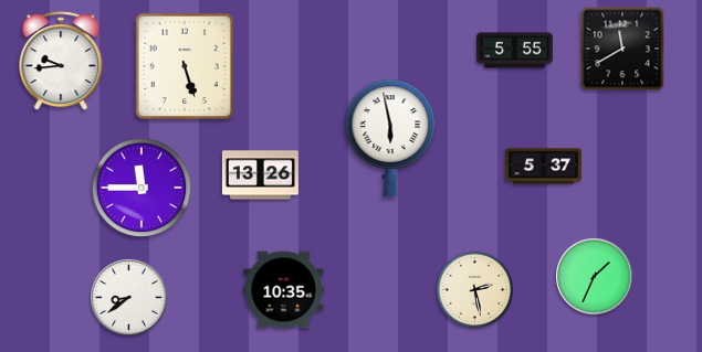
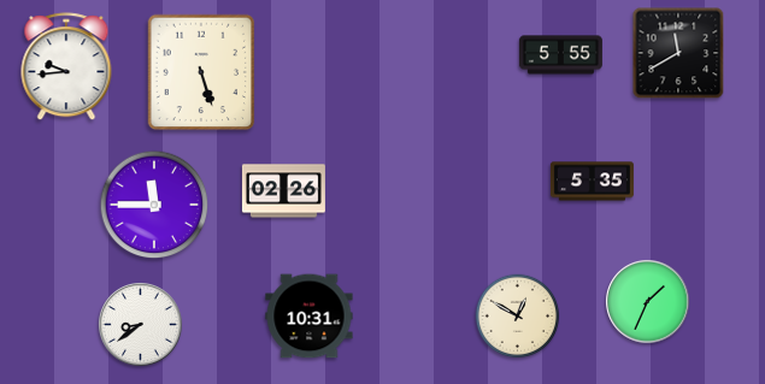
clock at (390, 138): 5:58 -> none
clock at (543, 167): 5:37 -> 5:35
clock at (260, 175): 13:26 -> 02:26
clock at (284, 290): 10:35 -> 10:31
clock at (475, 290): 2:28 -> 12:50
